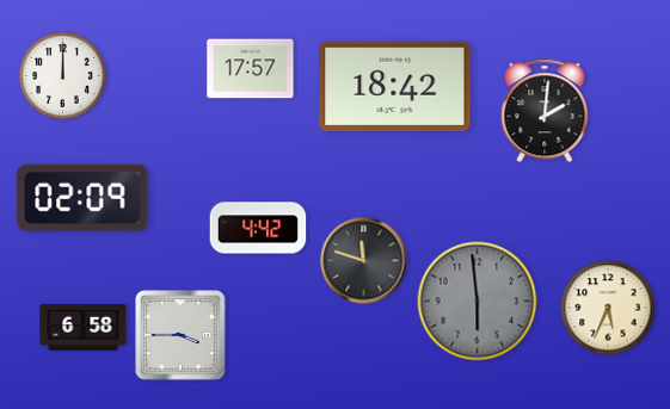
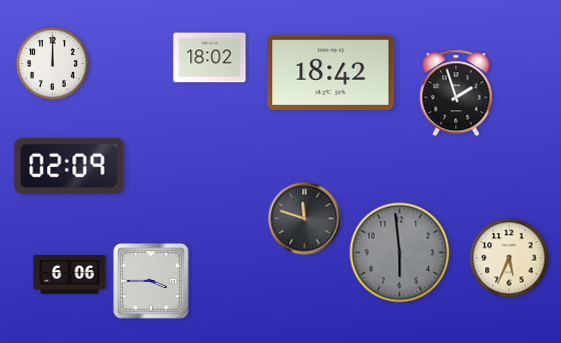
clock at (251, 69): 17:57 -> 18:02
clock at (545, 111): 2:01 -> 1:57
clock at (258, 228): 4:42 -> none
clock at (84, 327): 6:58 -> 6:06
